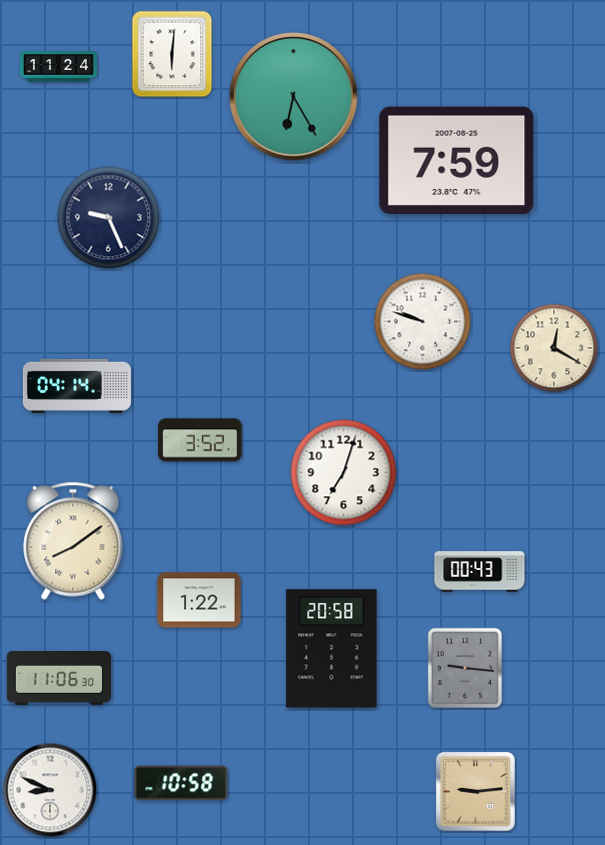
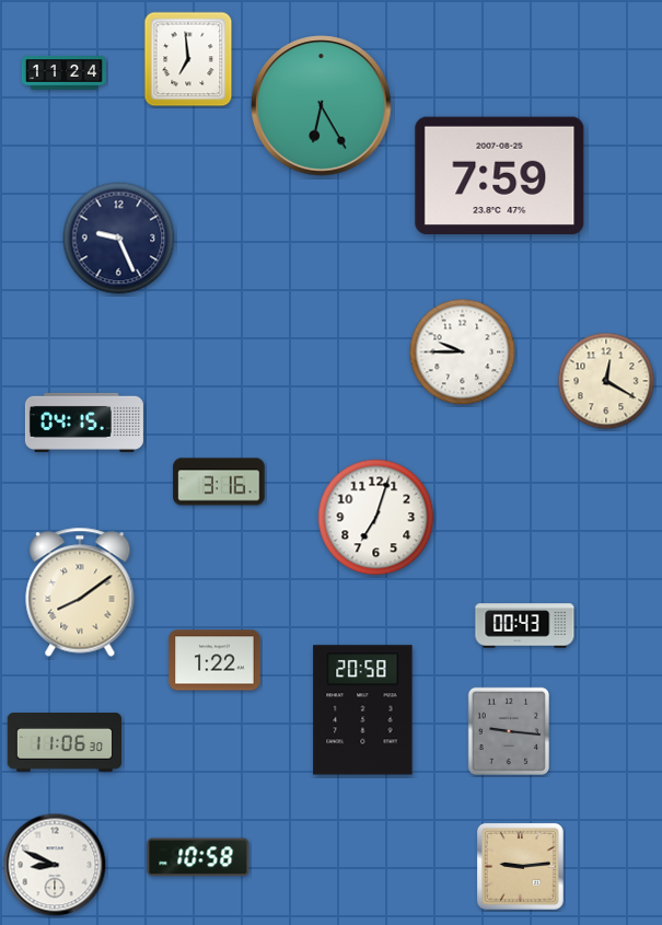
clock at (172, 54): 6:01 -> 6:59
clock at (423, 322): 9:48 -> 9:45
clock at (77, 386): 04:14 -> 04:15
clock at (200, 440): 3:52 -> 3:16
clock at (199, 600) position: (199, 600) -> (214, 660)
